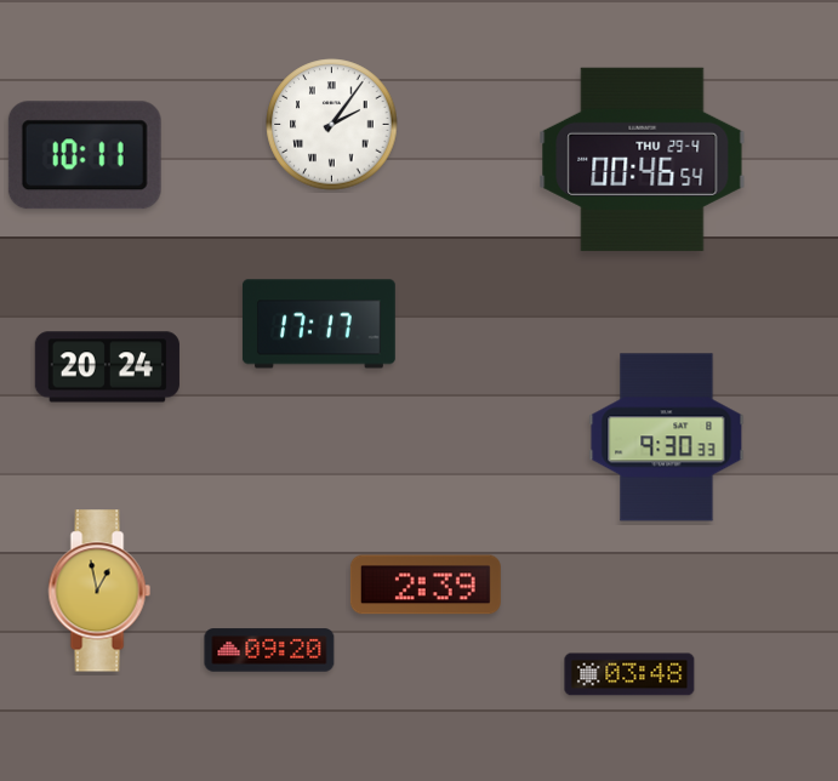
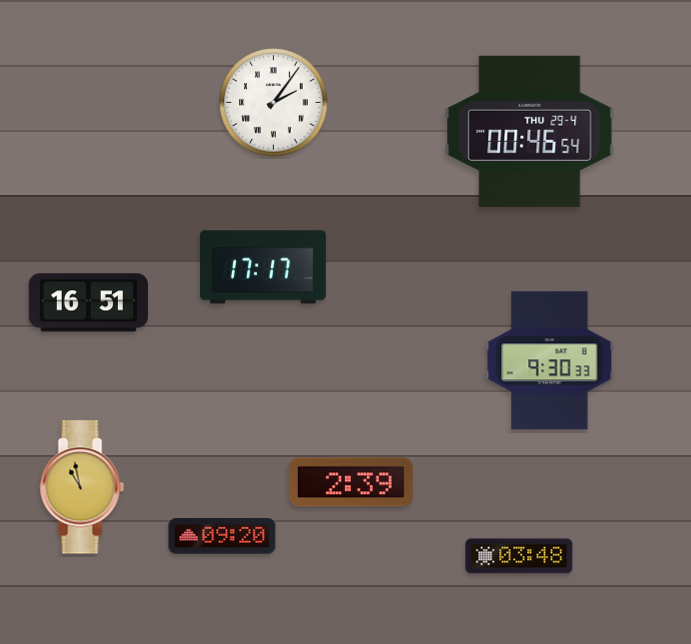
clock at (85, 155): 10:11 -> none
clock at (107, 367): 20:24 -> 16:51
clock at (99, 591): 12:58 -> 10:58
